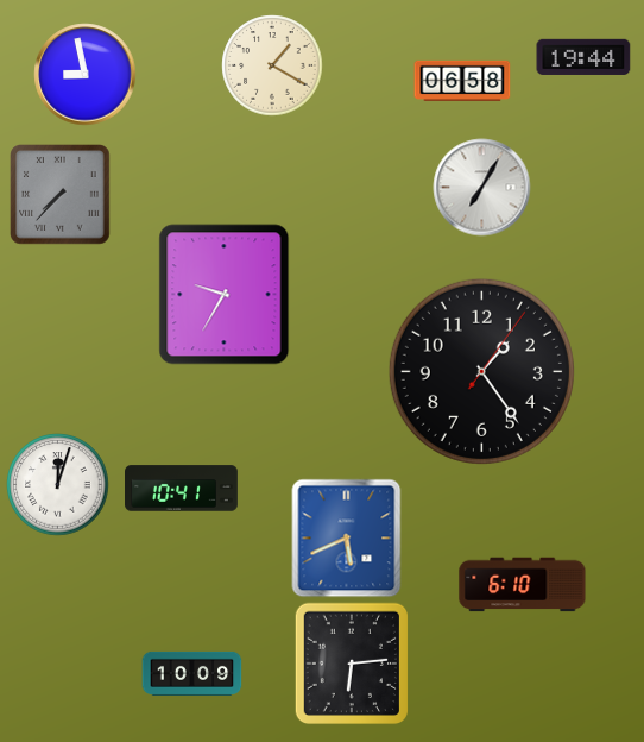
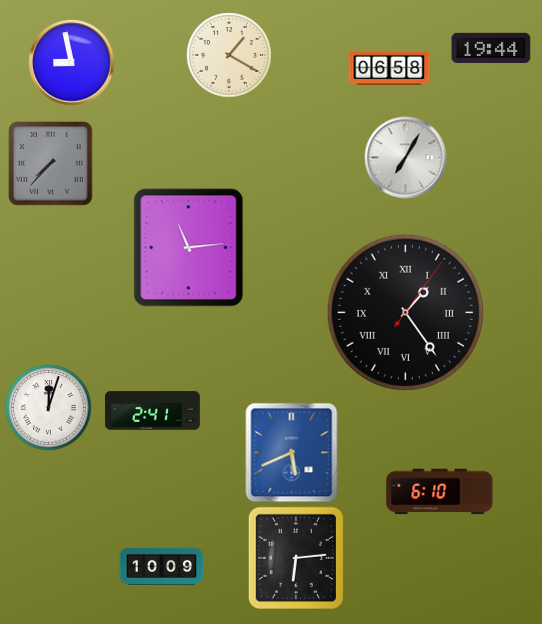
clock at (225, 295): 9:35 -> 11:14
clock at (481, 371) numerals: Arabic -> Roman
clock at (182, 489): 10:41 -> 2:41
